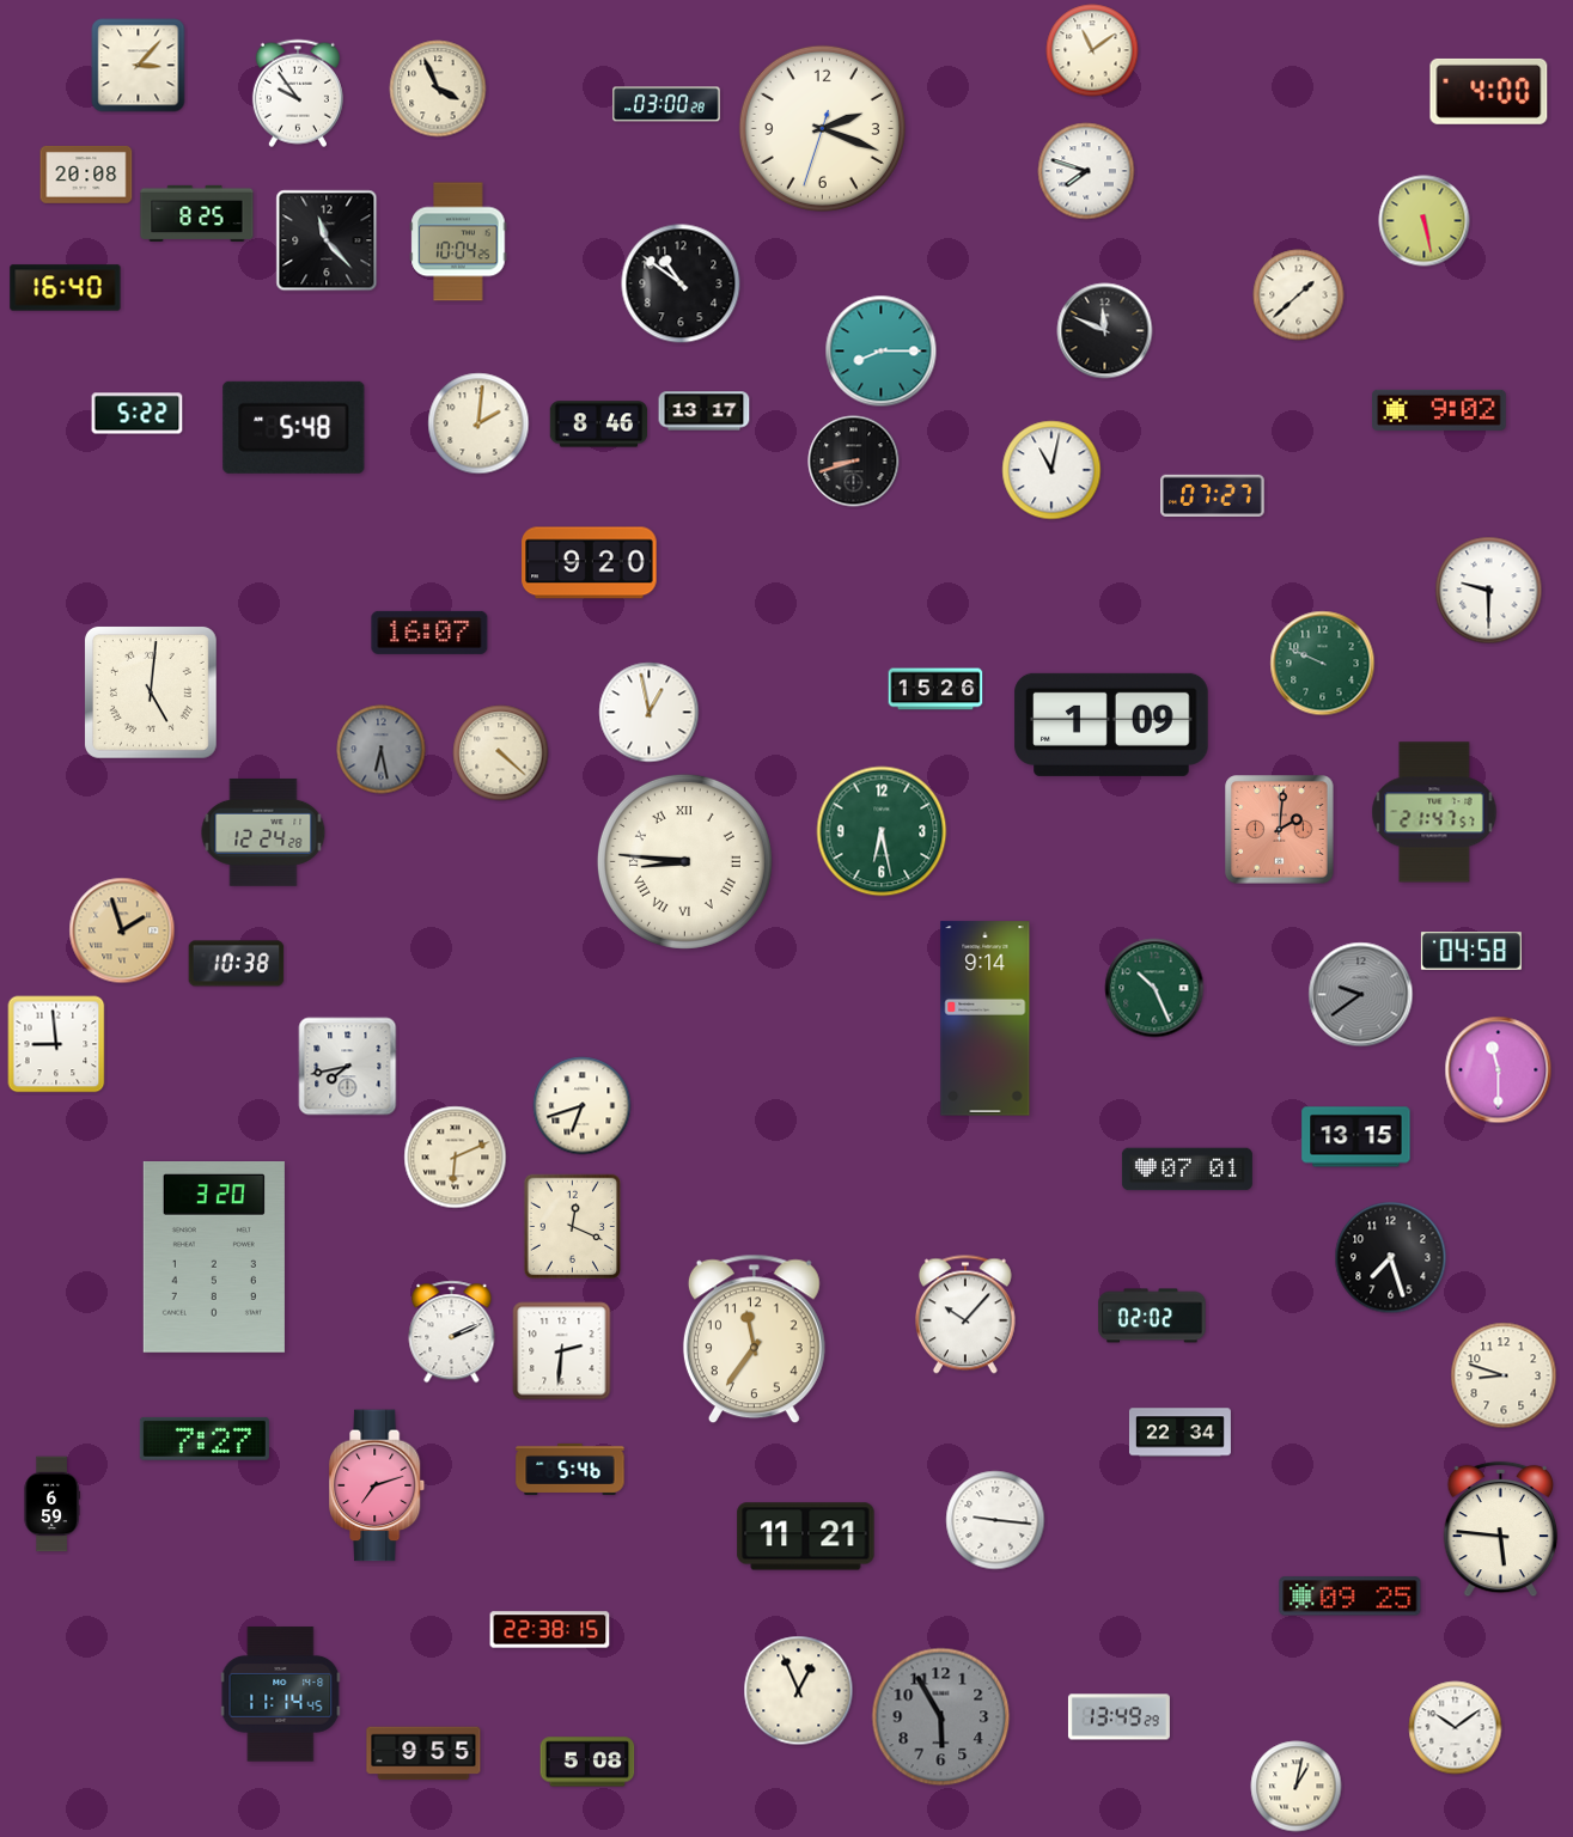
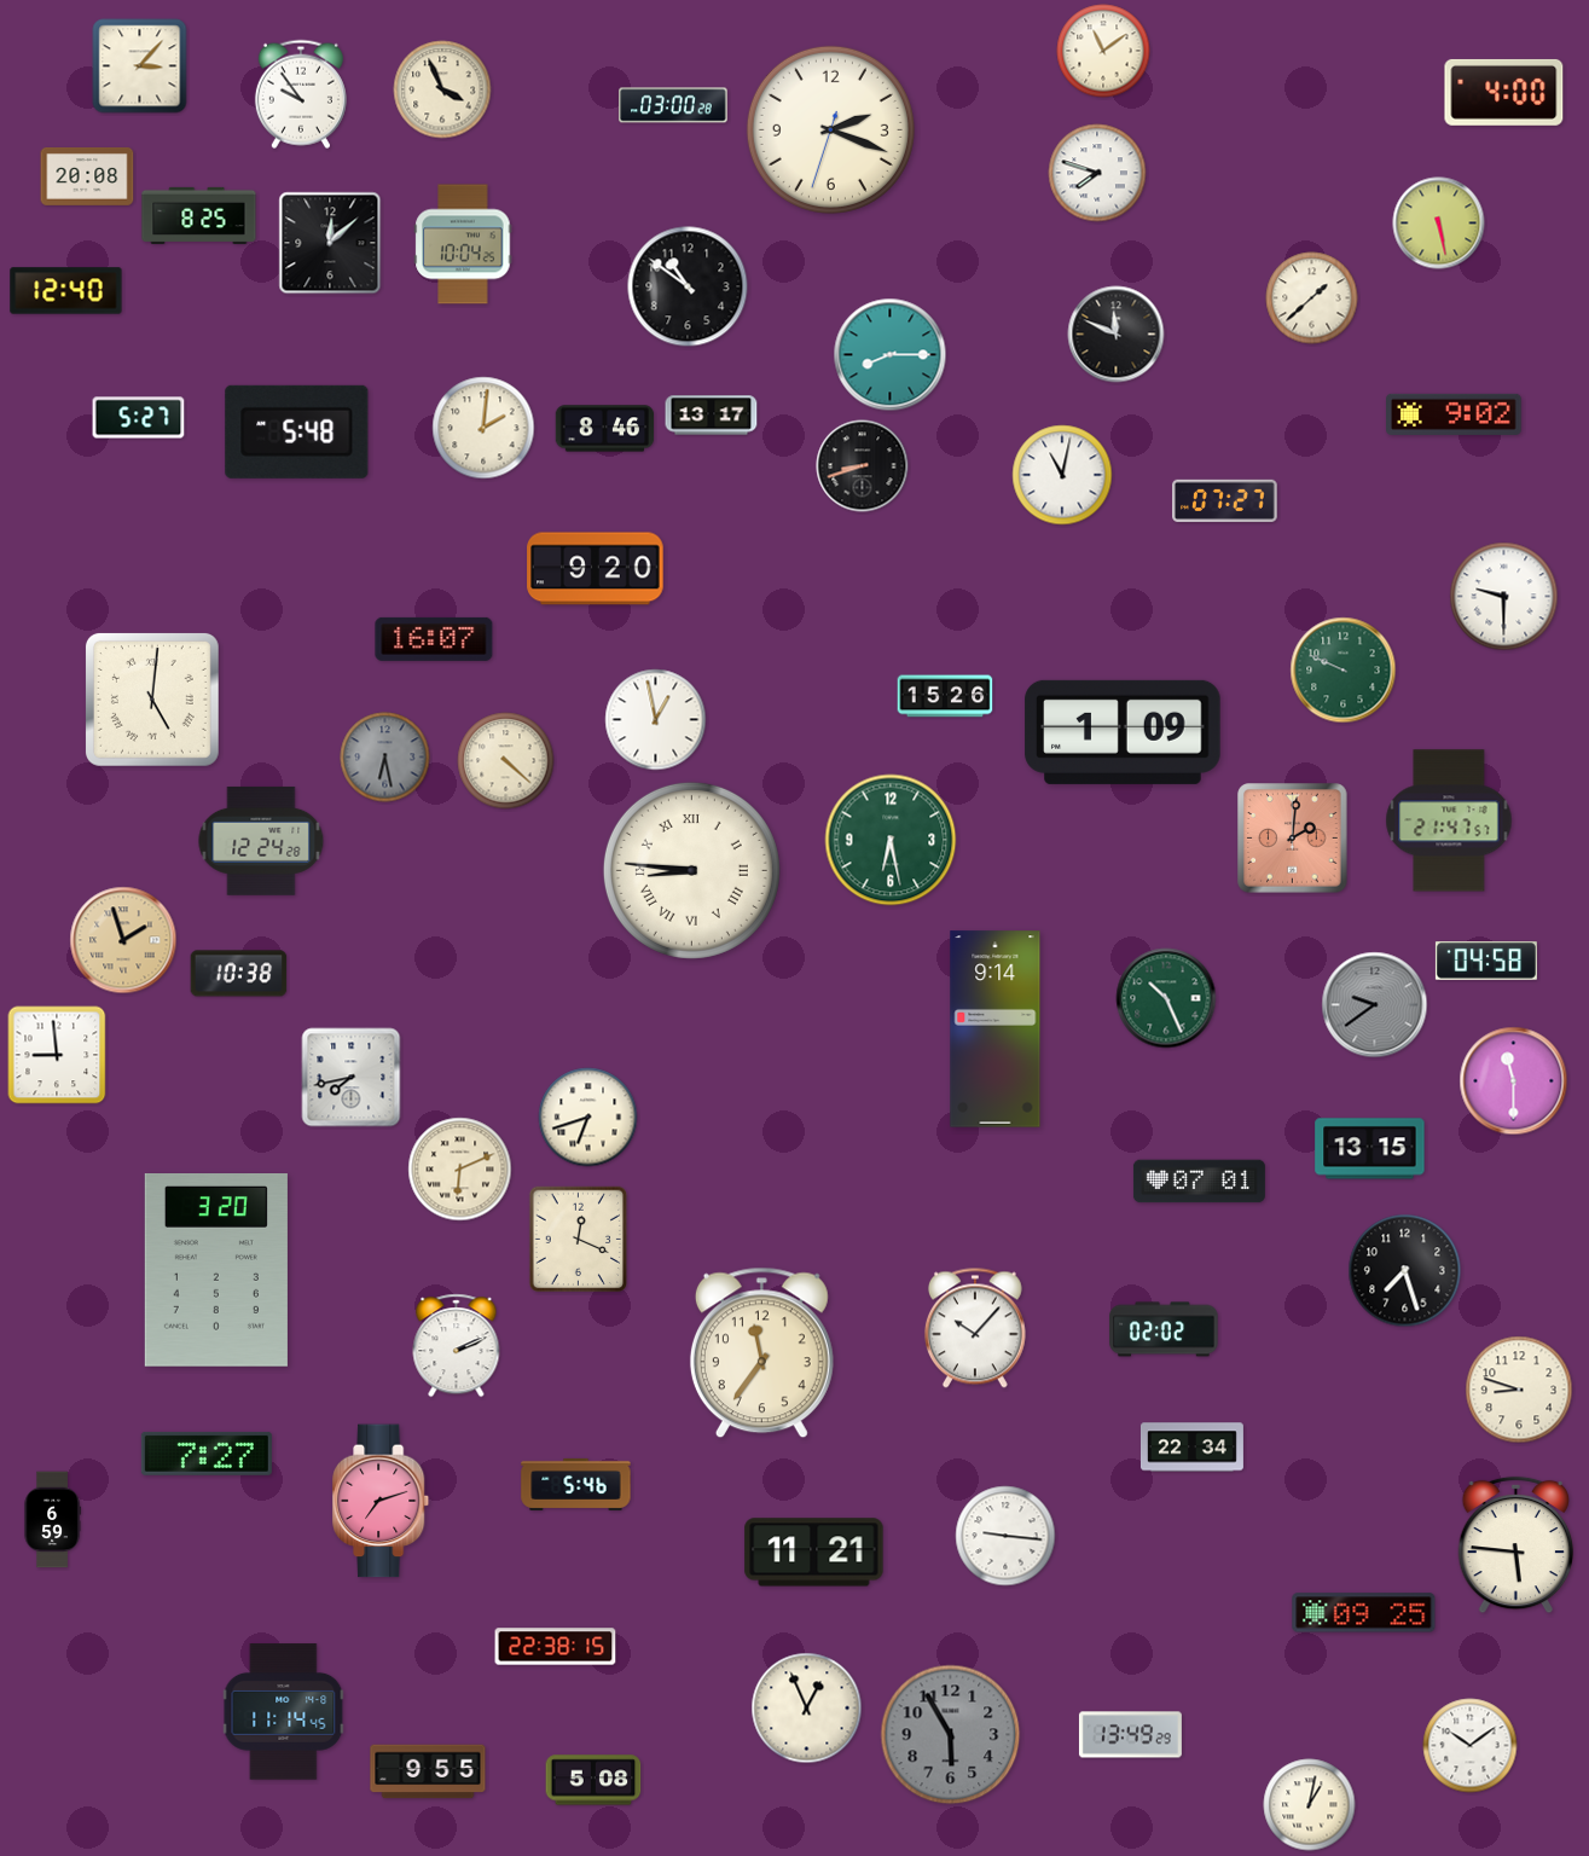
clock at (327, 240): 11:23 -> 12:08
clock at (66, 288): 16:40 -> 12:40
clock at (138, 414): 5:22 -> 5:27
clock at (1323, 664) position: (1323, 664) -> (1344, 671)
clock at (263, 832) position: (263, 832) -> (261, 841)
clock at (562, 1351): 2:31 -> none
